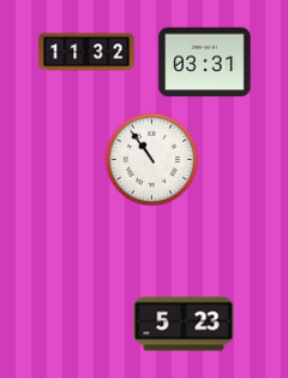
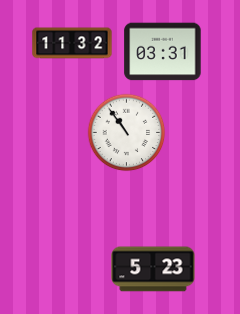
clock at (205, 63) position: (205, 63) -> (163, 52)
